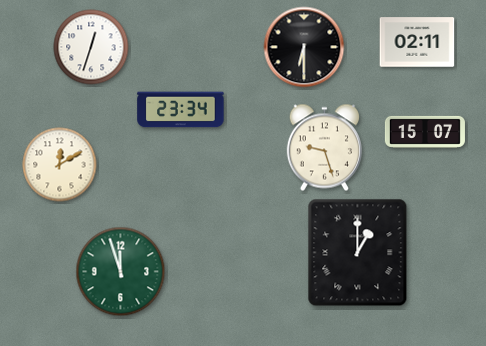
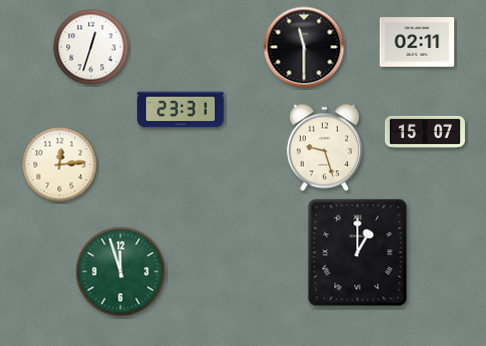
clock at (304, 47): 6:30 -> 11:30
clock at (181, 110): 23:34 -> 23:31
clock at (60, 165): 12:10 -> 12:14
